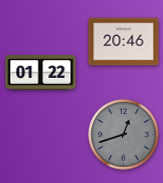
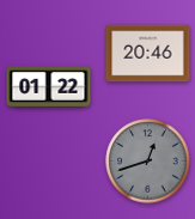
clock at (124, 42) position: (124, 42) -> (148, 54)
